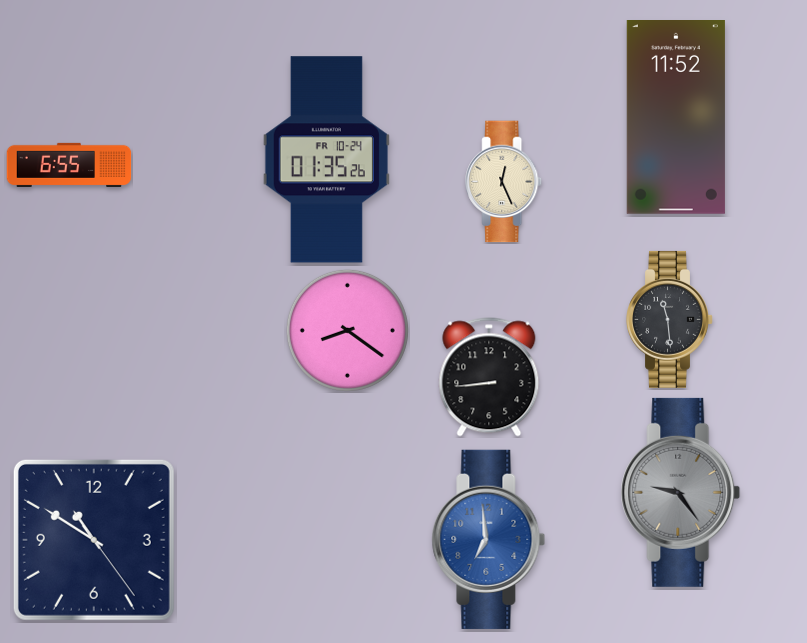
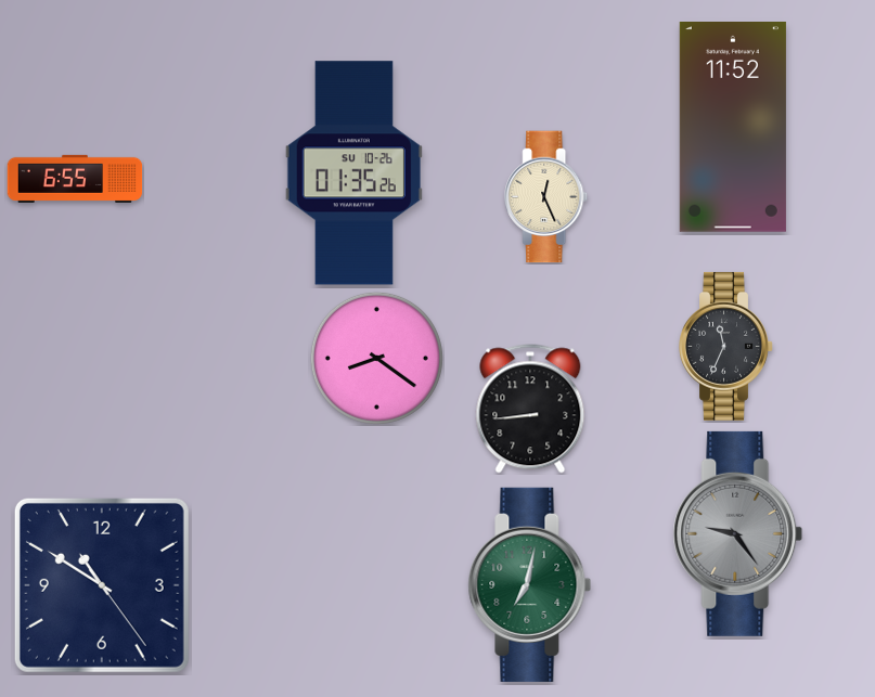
clock at (326, 160) date: FR 10-24 -> SU 10-26
clock at (670, 319): 11:29 -> 11:34
clock at (489, 539): 6:59 -> 7:02
clock at (489, 539) dial: blue -> green
